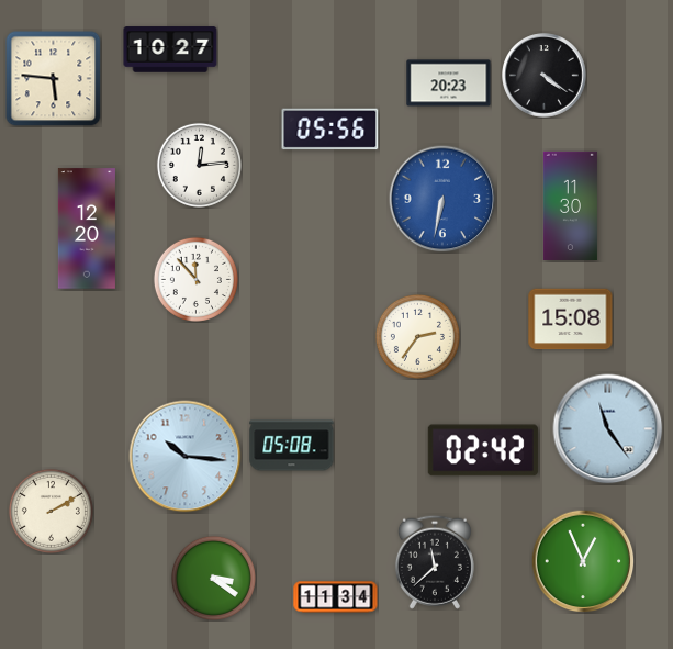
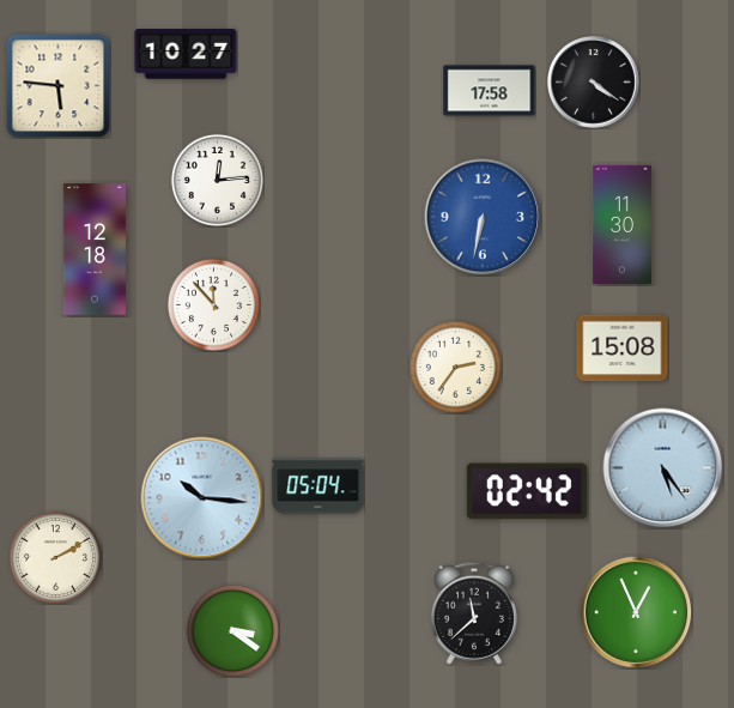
clock at (449, 83): 20:23 -> 17:58
clock at (330, 130): 05:56 -> none
clock at (87, 228): 12:20 -> 12:18
clock at (608, 429): 11:24 -> 5:24
clock at (292, 446): 05:08 -> 05:04
clock at (336, 597): 11:34 -> none
